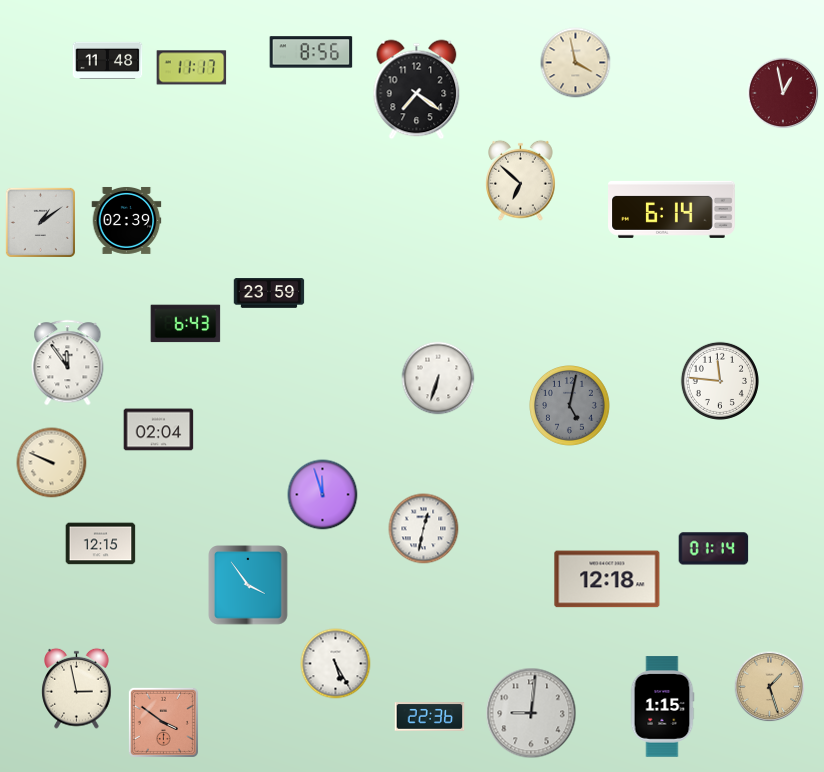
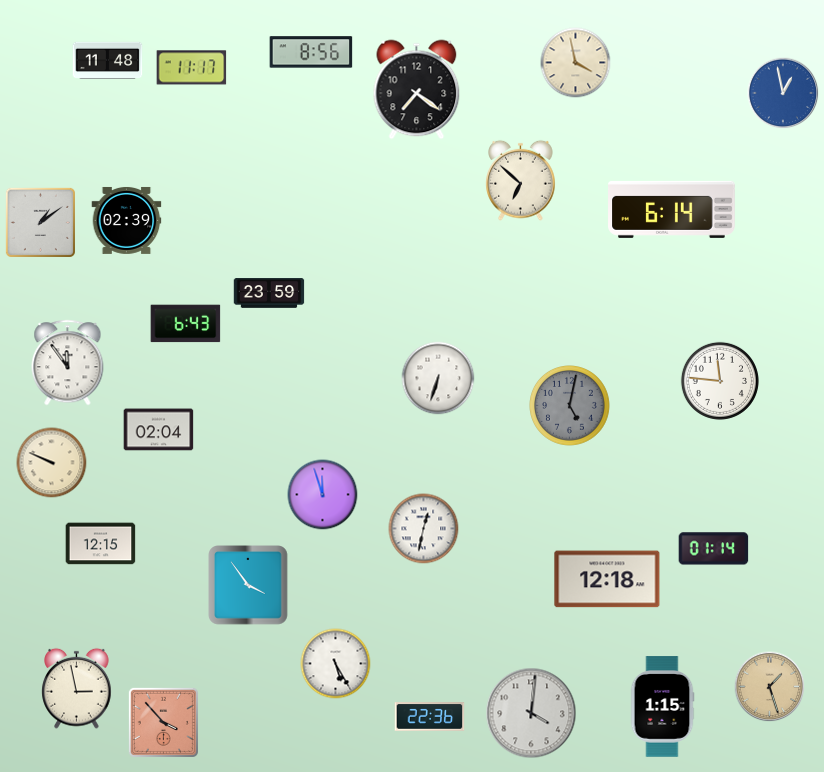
clock at (783, 93) dial: burgundy -> blue
clock at (531, 713): 9:01 -> 4:01
clock at (163, 722): 3:51 -> 3:53
